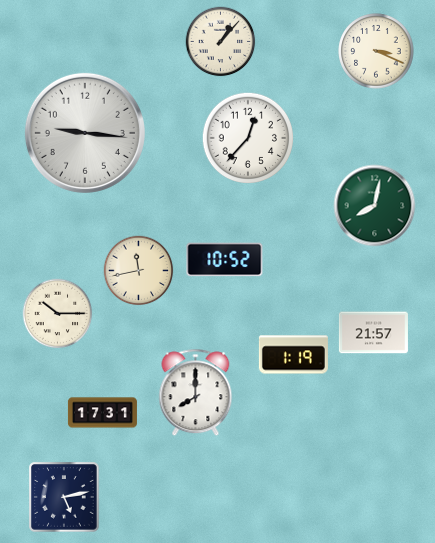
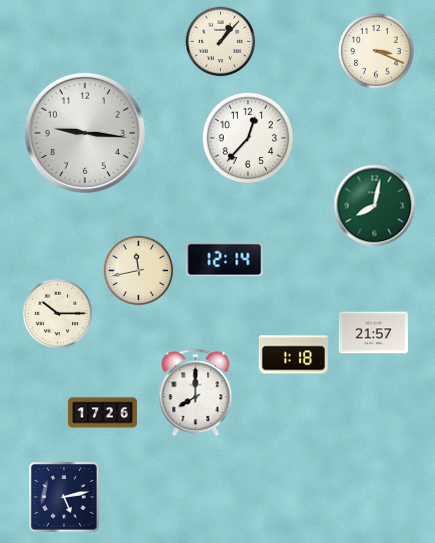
clock at (225, 260): 10:52 -> 12:14
clock at (293, 355): 1:19 -> 1:18
clock at (102, 413): 17:31 -> 17:26
